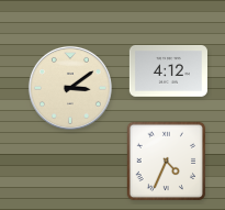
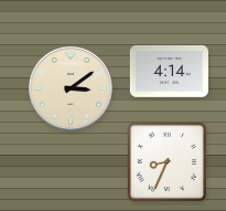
clock at (168, 70): 4:12 -> 4:14
clock at (166, 161): 4:34 -> 8:34
